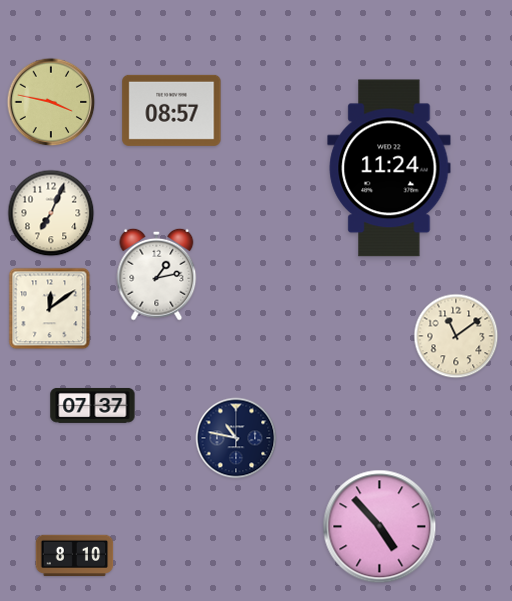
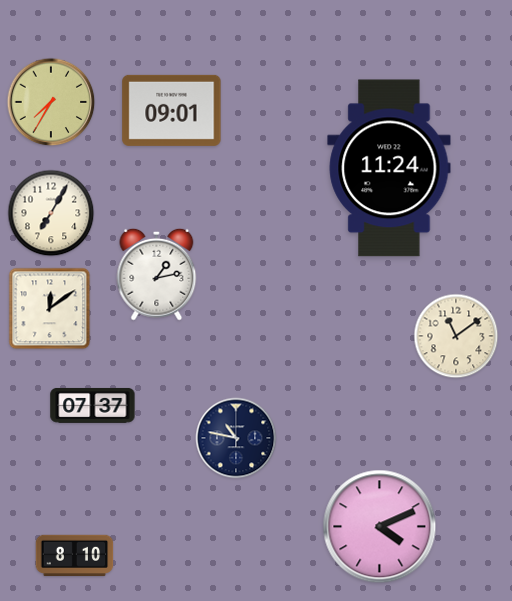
clock at (51, 102): 3:47 -> 7:35
clock at (172, 110): 08:57 -> 09:01
clock at (51, 213): 7:04 -> 7:05
clock at (380, 527): 4:53 -> 4:11
